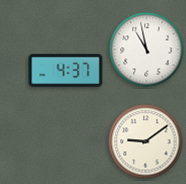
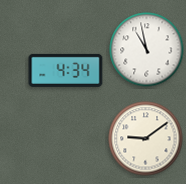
clock at (66, 70): 4:37 -> 4:34
clock at (146, 142) position: (146, 142) -> (146, 139)
